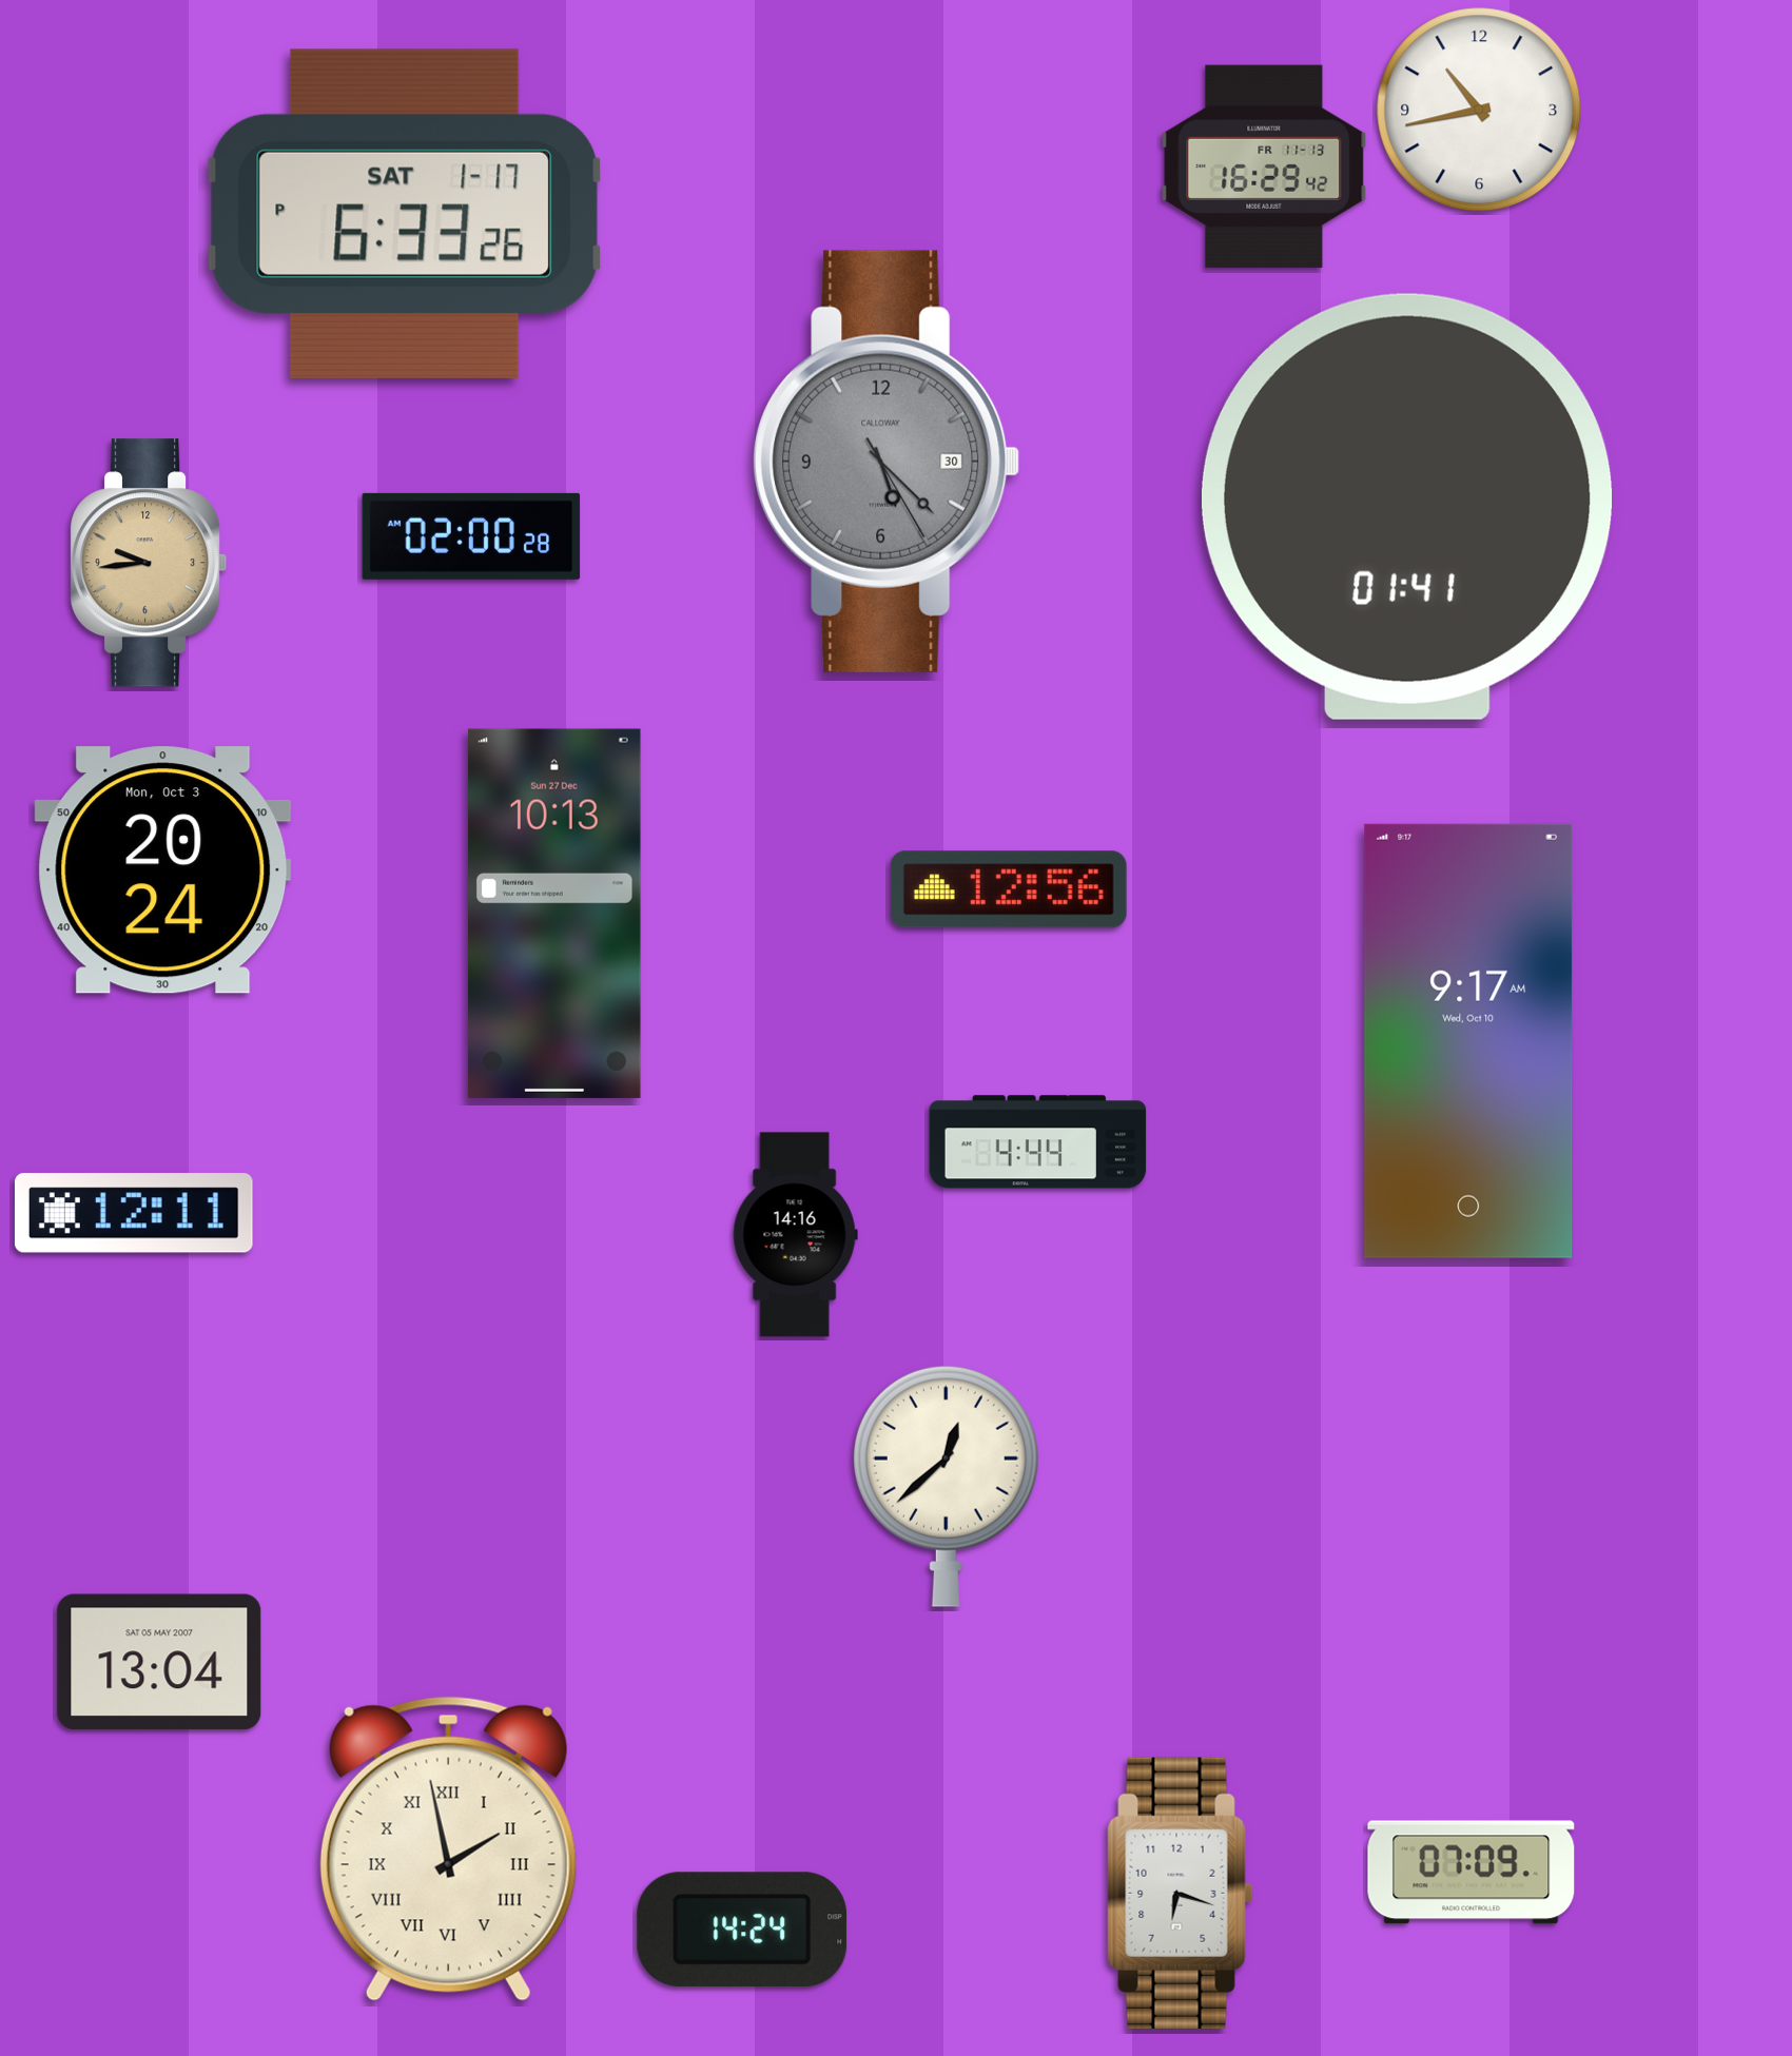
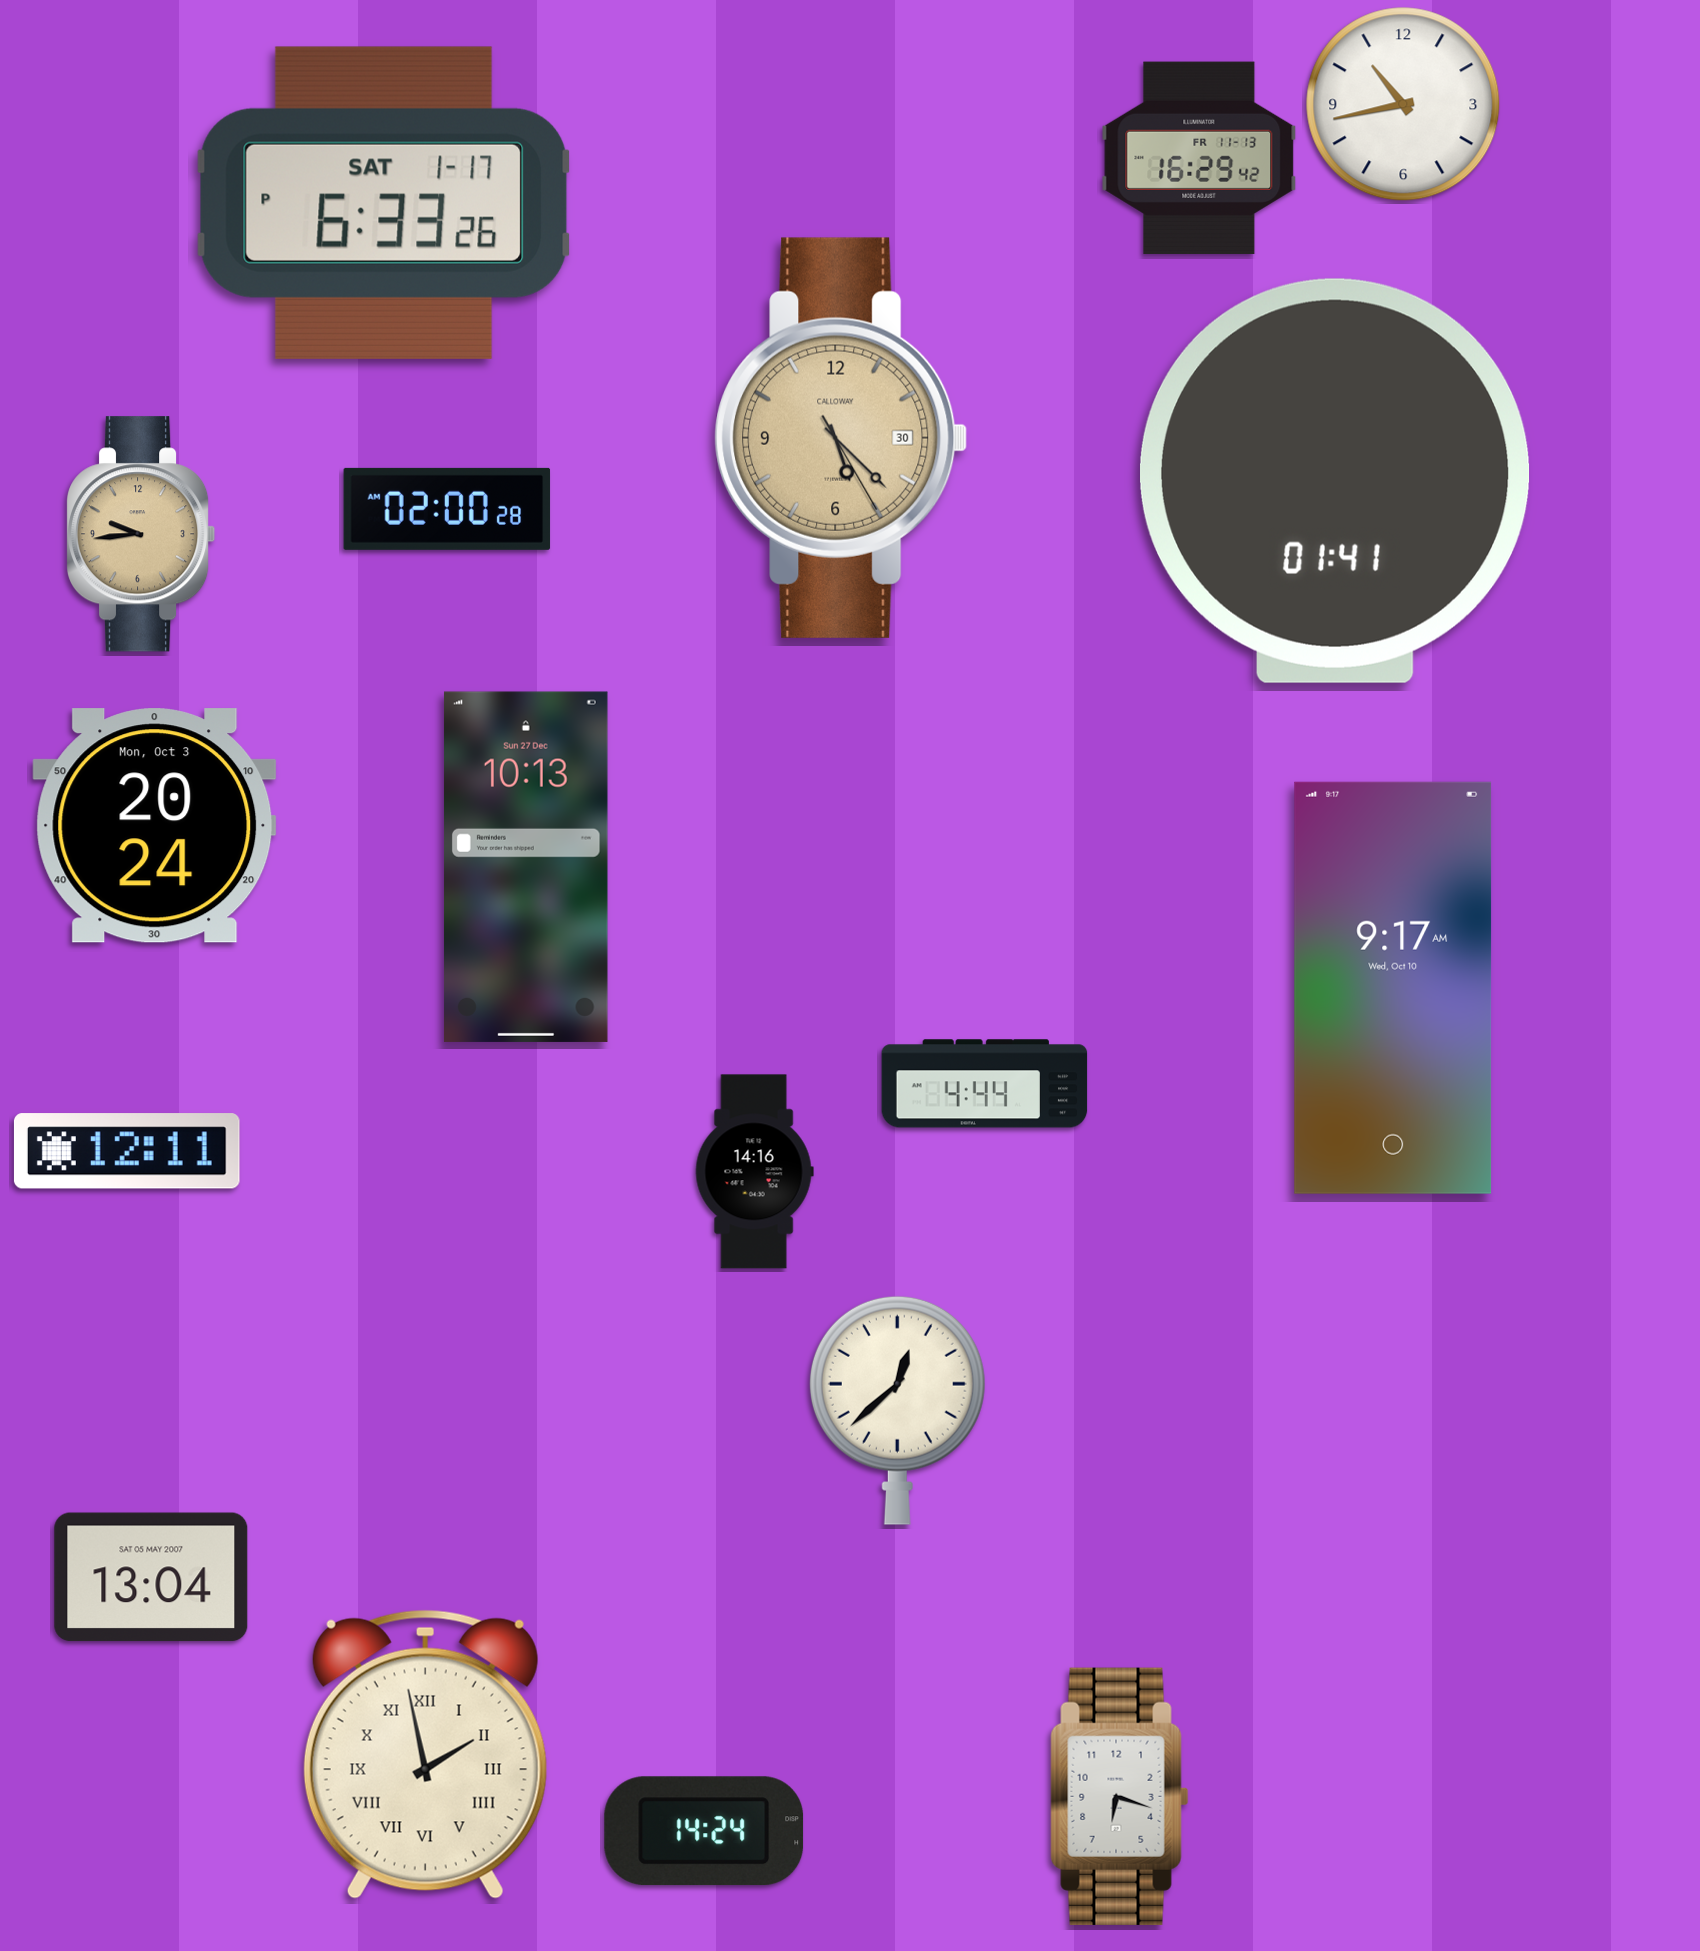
clock at (887, 462) dial: grey -> champagne
clock at (1009, 889): 12:56 -> none
clock at (1472, 1873): 07:09 -> none
